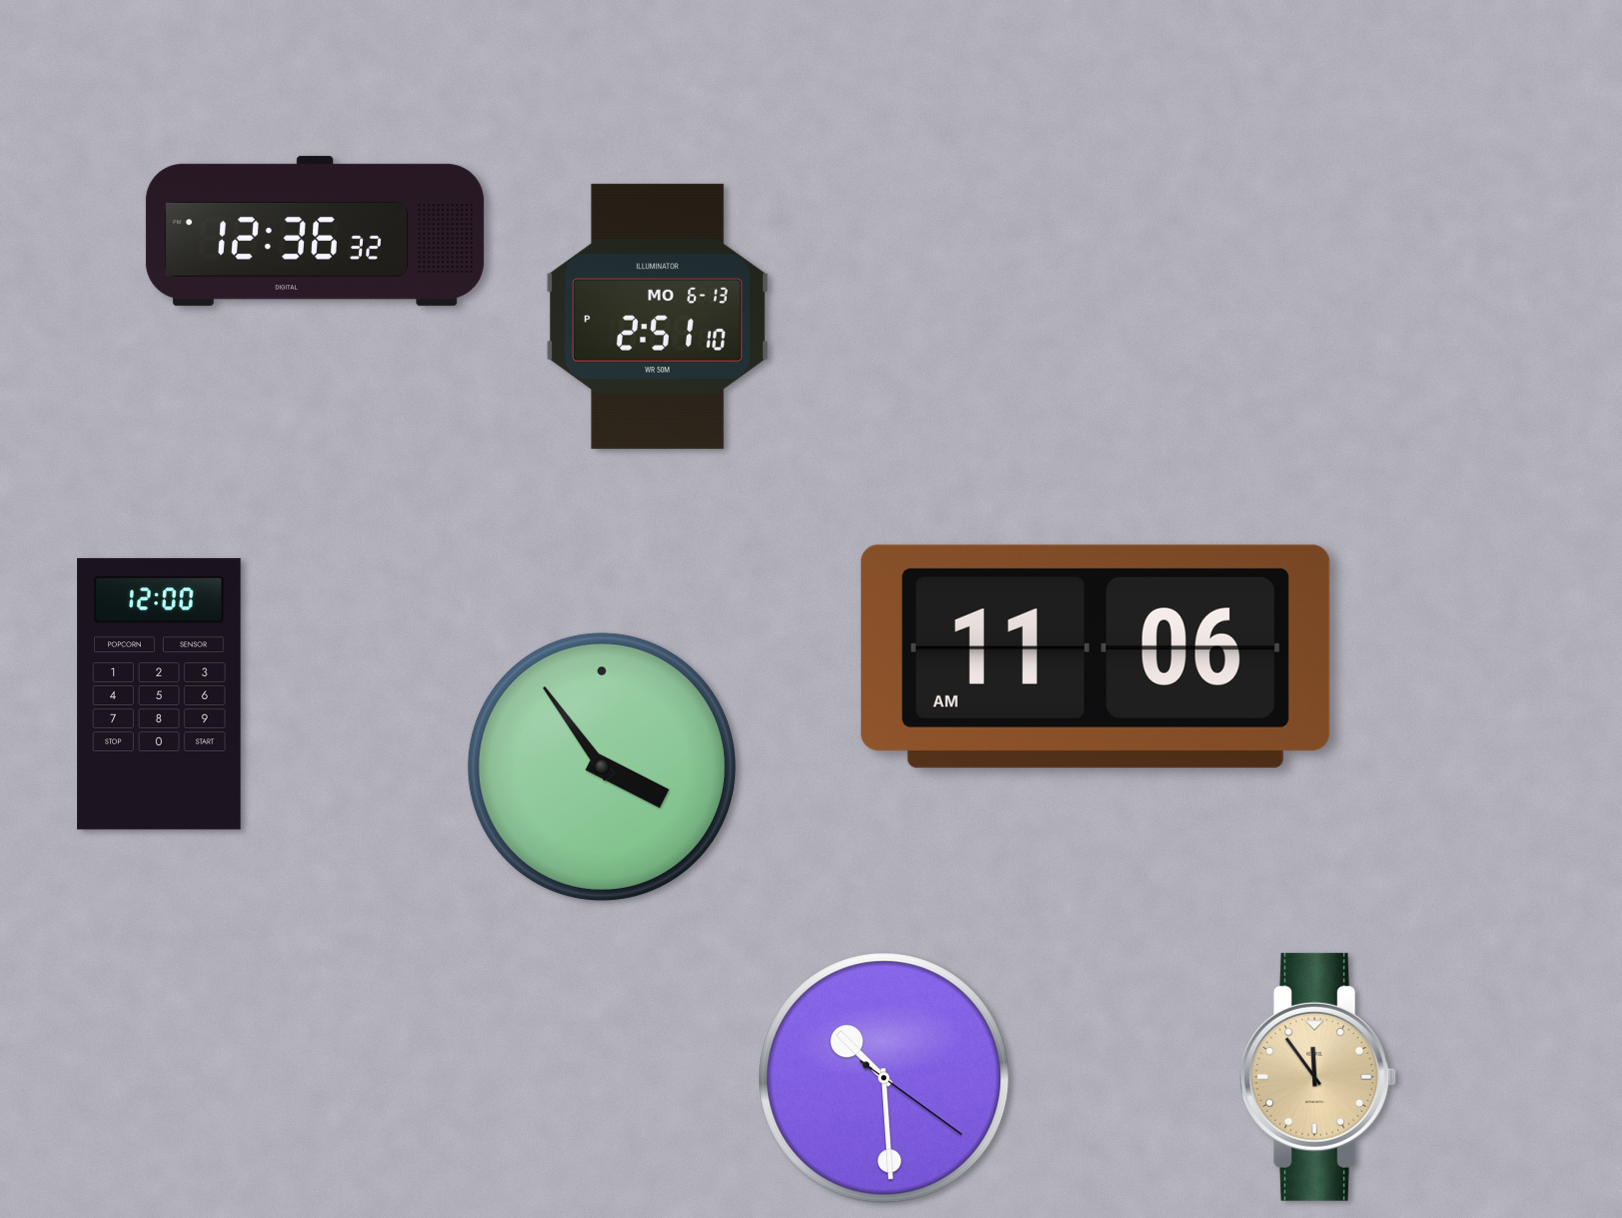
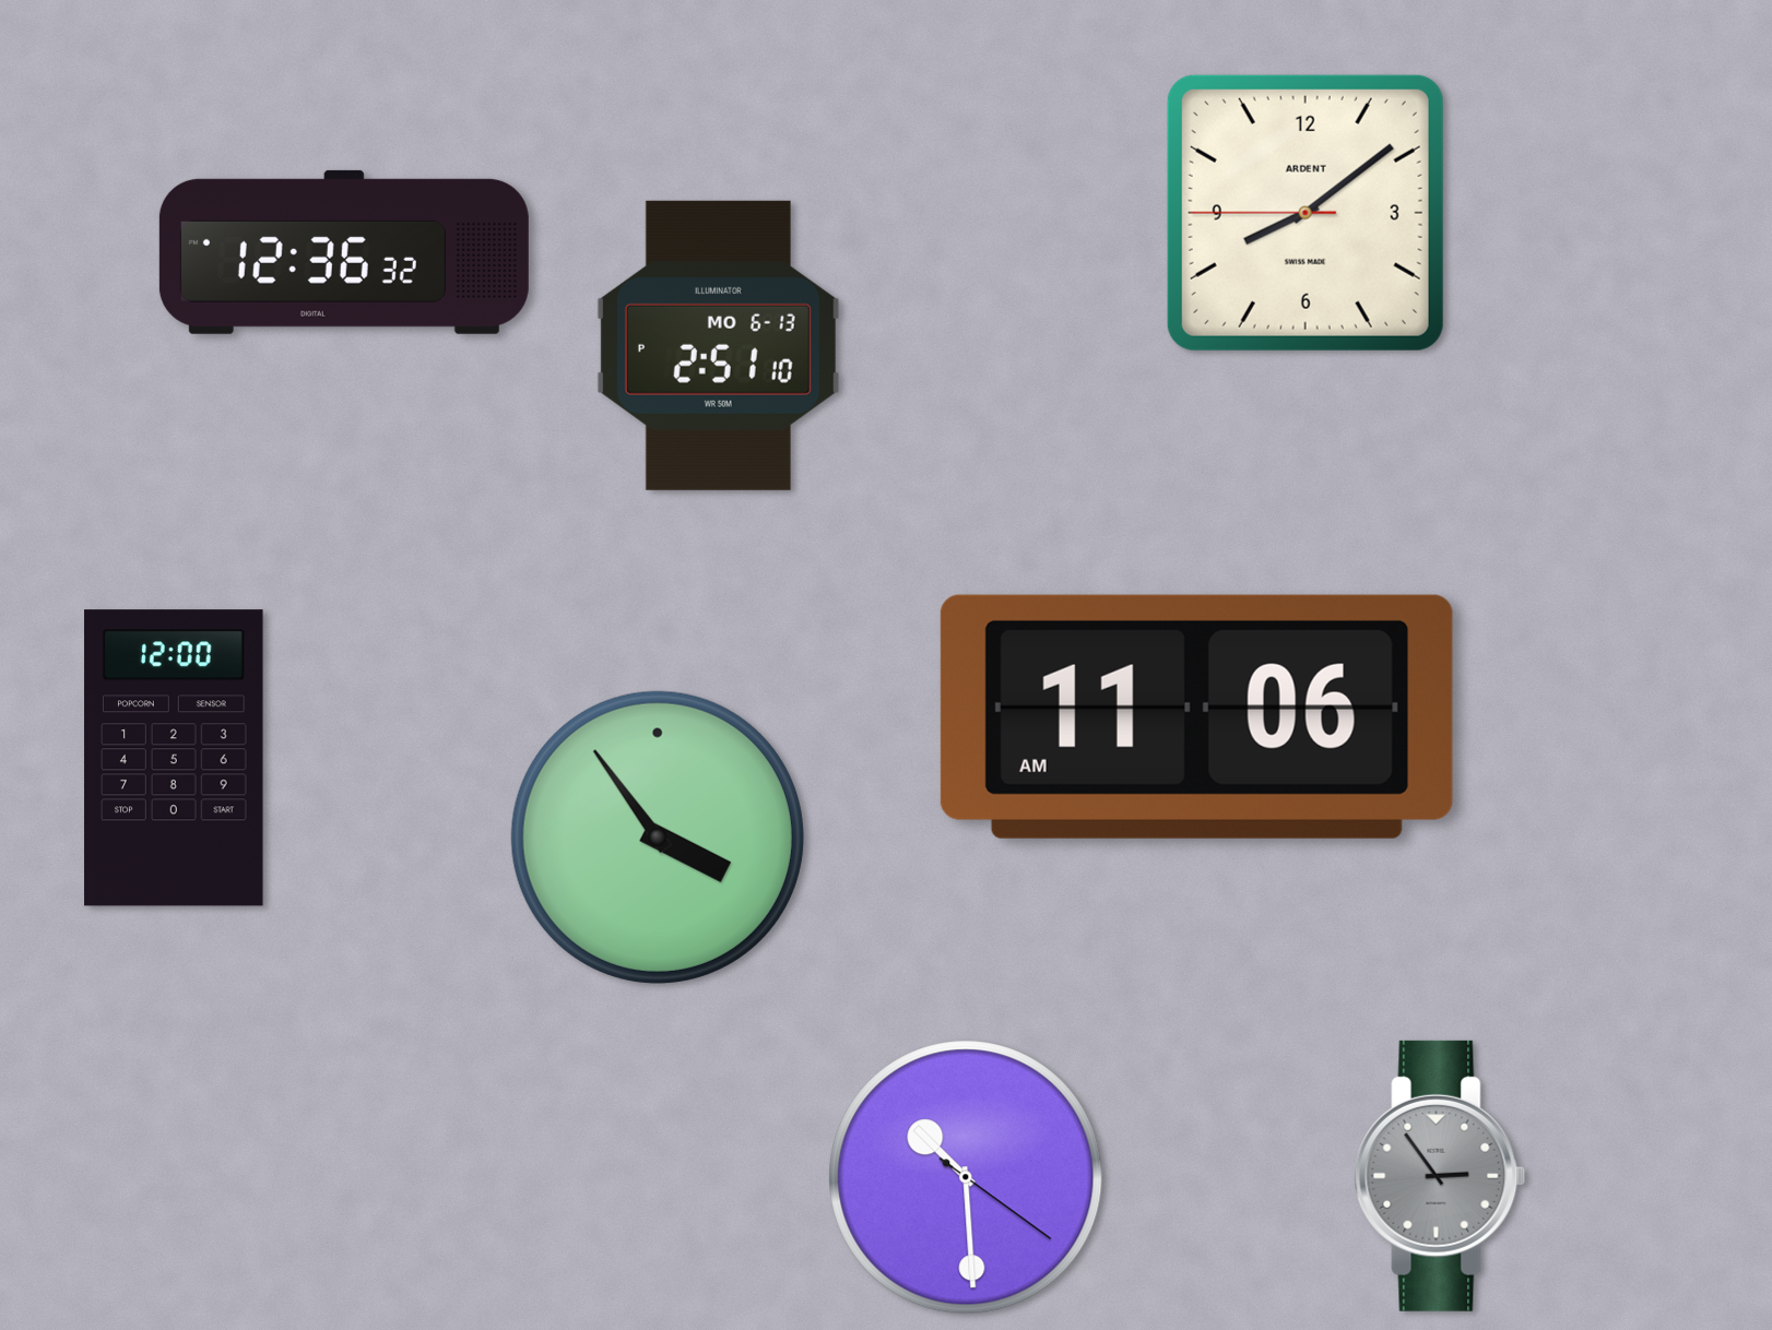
clock at (1306, 213): none -> 8:08
clock at (1318, 1077): 11:54 -> 2:54
clock at (1318, 1077) dial: champagne -> grey
